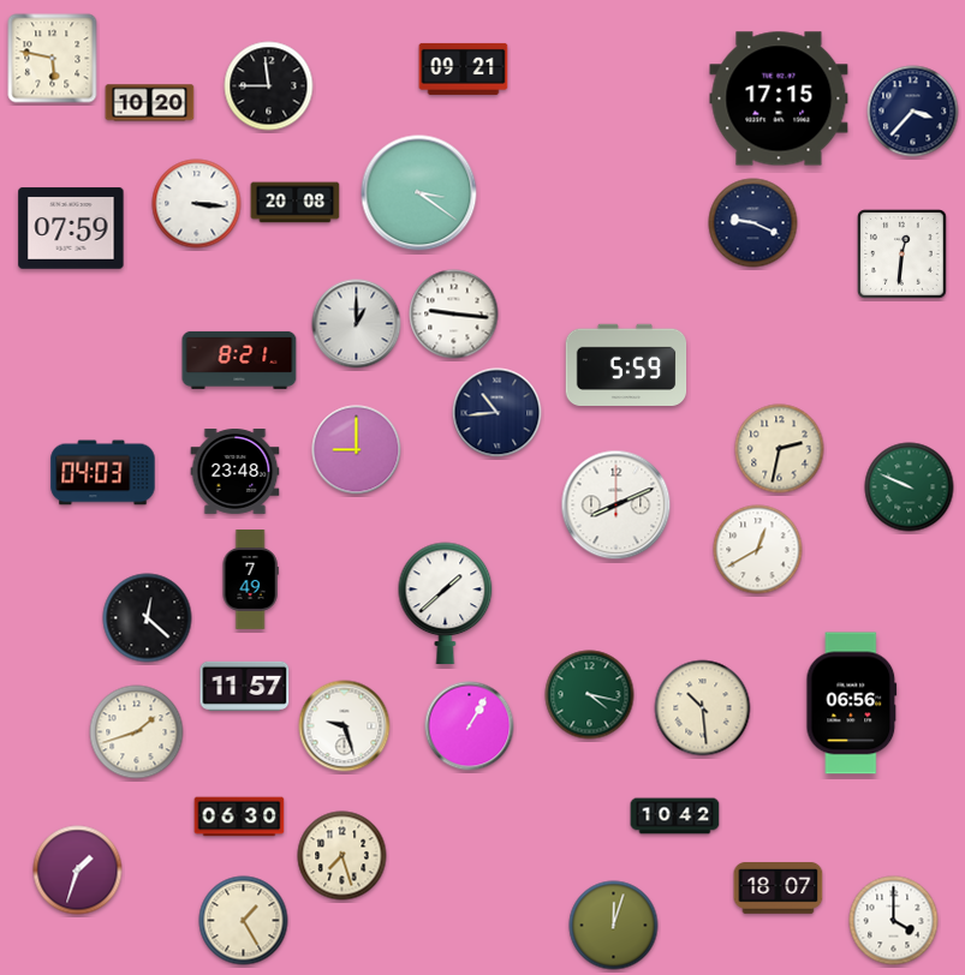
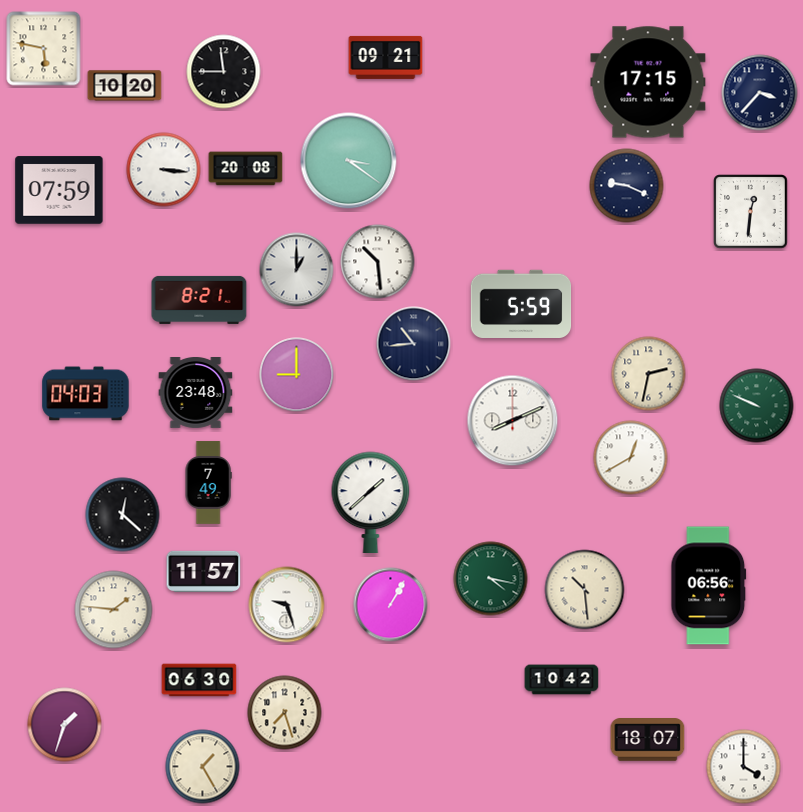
clock at (454, 315): 9:16 -> 10:29
clock at (137, 732): 1:42 -> 1:46
clock at (614, 926): 12:03 -> none
